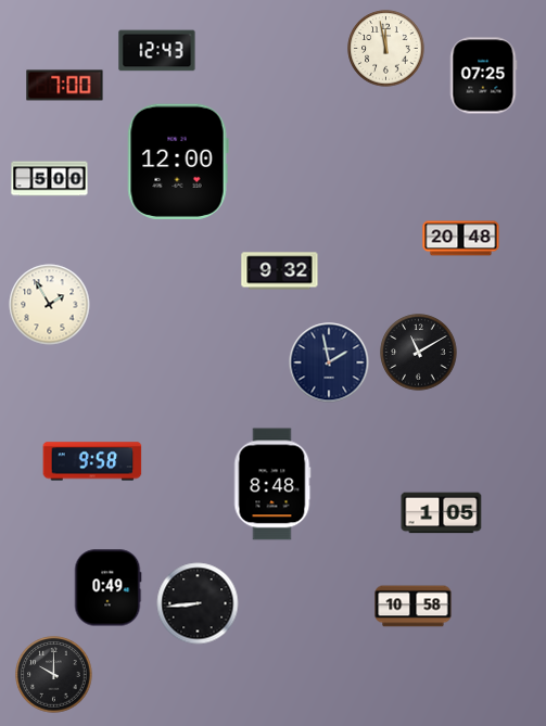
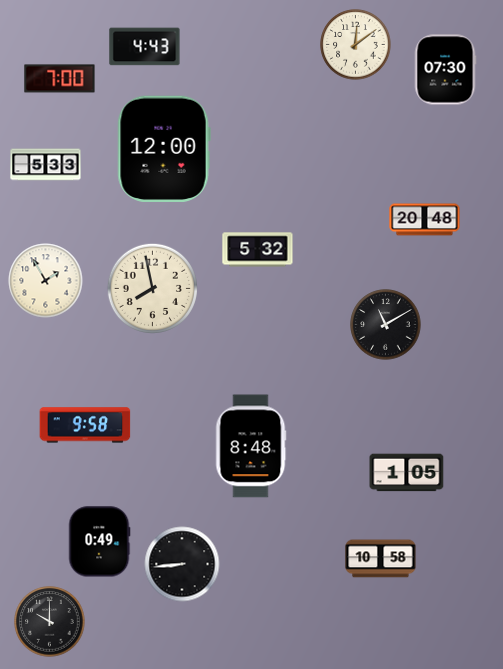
clock at (386, 49): 11:58 -> 12:09
clock at (157, 51): 12:43 -> 4:43
clock at (483, 76): 07:25 -> 07:30
clock at (50, 179): 5:00 -> 5:33
clock at (280, 271): 9:32 -> 5:32
clock at (152, 288): none -> 7:58
clock at (329, 362): 1:58 -> none
clock at (198, 603) position: (198, 603) -> (182, 564)
